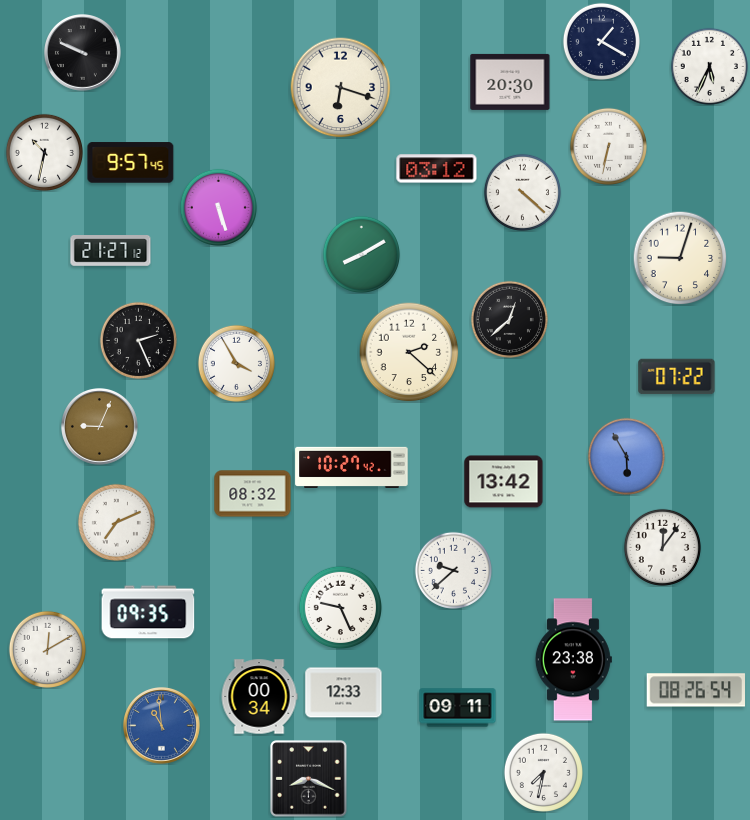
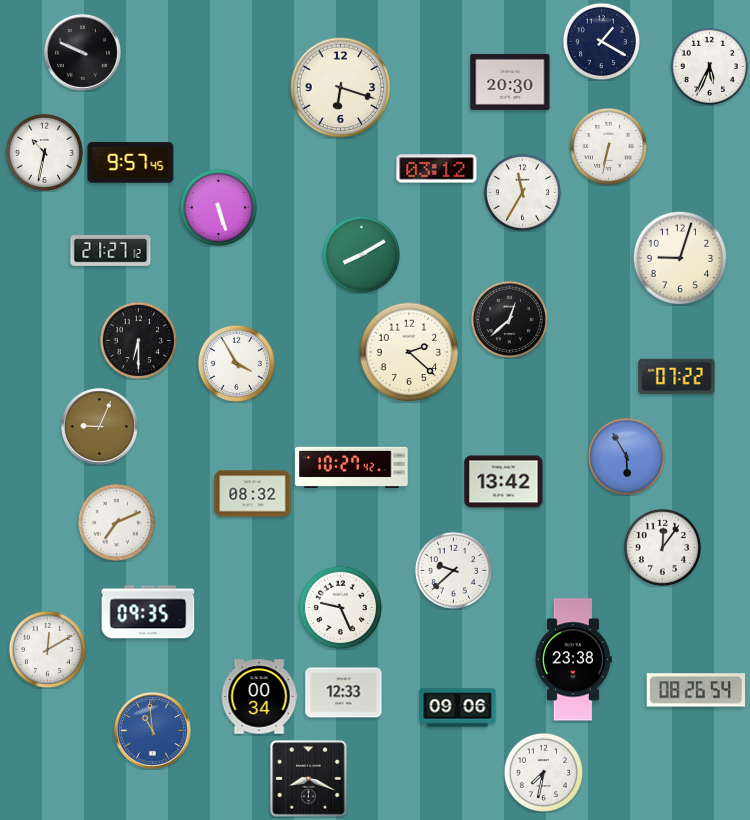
clock at (522, 192): 4:22 -> 11:35
clock at (138, 340): 2:26 -> 6:30
clock at (458, 708): 09:11 -> 09:06
clock at (162, 726) position: (162, 726) -> (153, 731)
